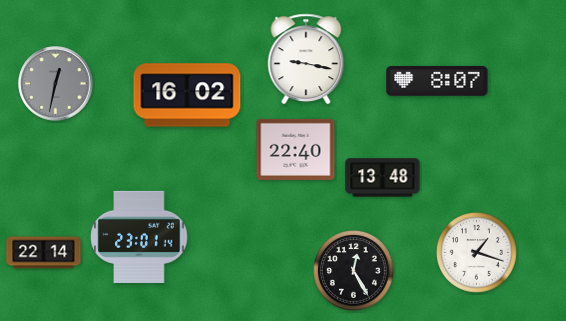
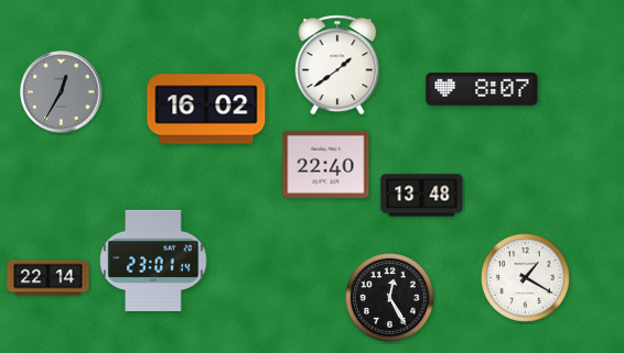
clock at (306, 59): 9:17 -> 1:39
clock at (56, 84): 12:32 -> 12:35
clock at (187, 95) position: (187, 95) -> (206, 109)
clock at (477, 253): 1:18 -> 1:20
